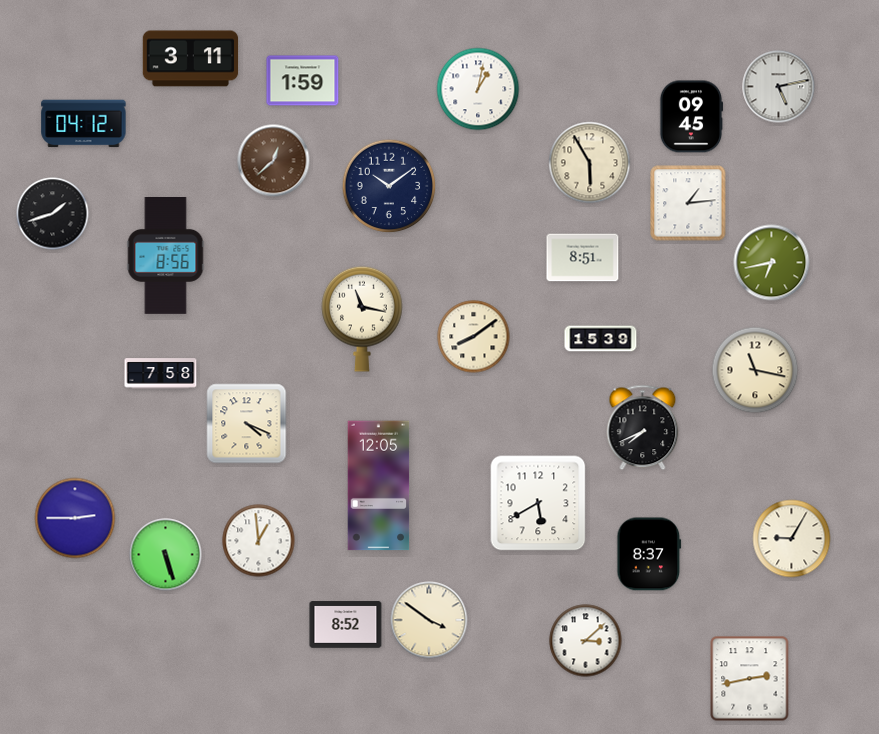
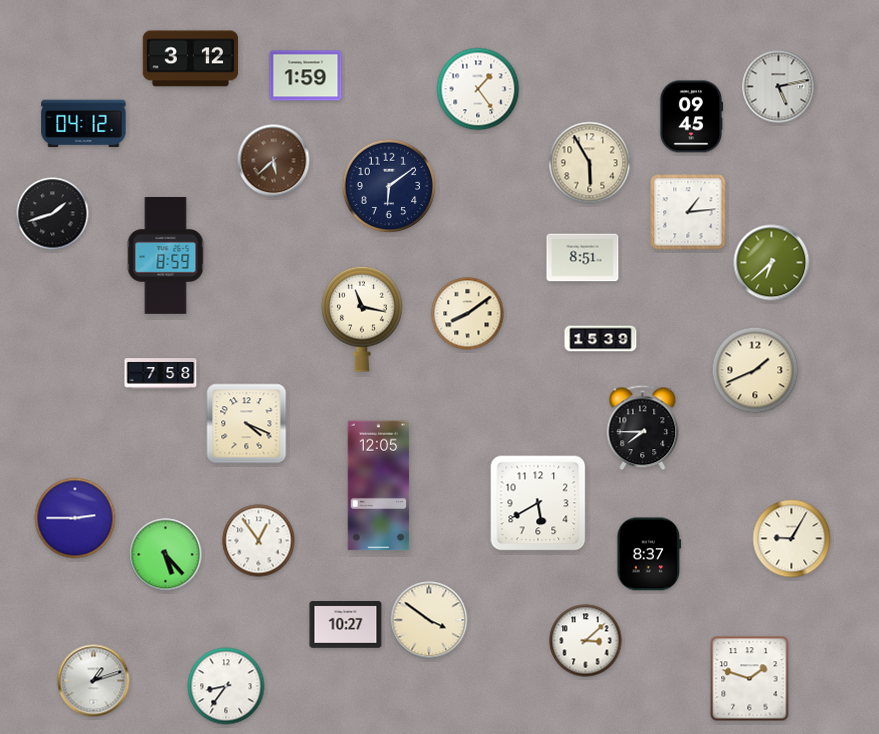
clock at (191, 59): 3:11 -> 3:12
clock at (303, 81) position: (303, 81) -> (306, 76)
clock at (478, 89): 1:02 -> 1:24
clock at (274, 161): 12:38 -> 5:38
clock at (389, 186): 10:09 -> 6:09
clock at (688, 203) position: (688, 203) -> (688, 212)
clock at (166, 256): 8:56 -> 8:59
clock at (772, 263): 6:43 -> 6:38
clock at (474, 337) position: (474, 337) -> (468, 314)
clock at (755, 370): 11:17 -> 1:41
clock at (643, 428): 7:41 -> 7:45
clock at (259, 541): 12:59 -> 12:54
clock at (166, 555): 5:27 -> 5:23
clock at (346, 625): 8:52 -> 10:27
clock at (750, 679): 2:43 -> 1:48
clock at (94, 681): none -> 1:12
clock at (226, 686): none -> 8:36
